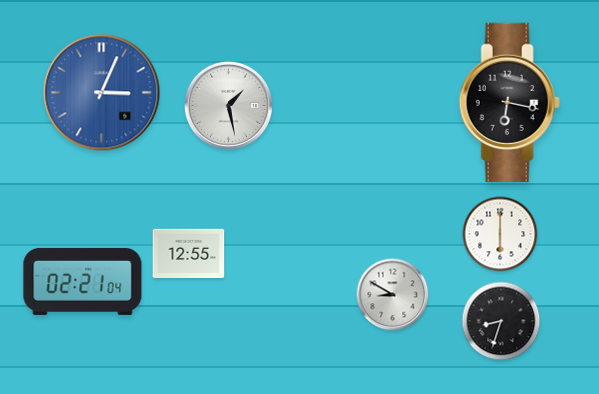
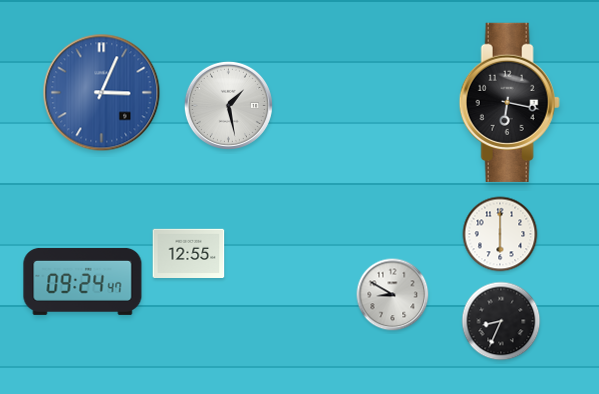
clock at (83, 281): 02:21 -> 09:24
clock at (501, 321): 8:33 -> 8:34
